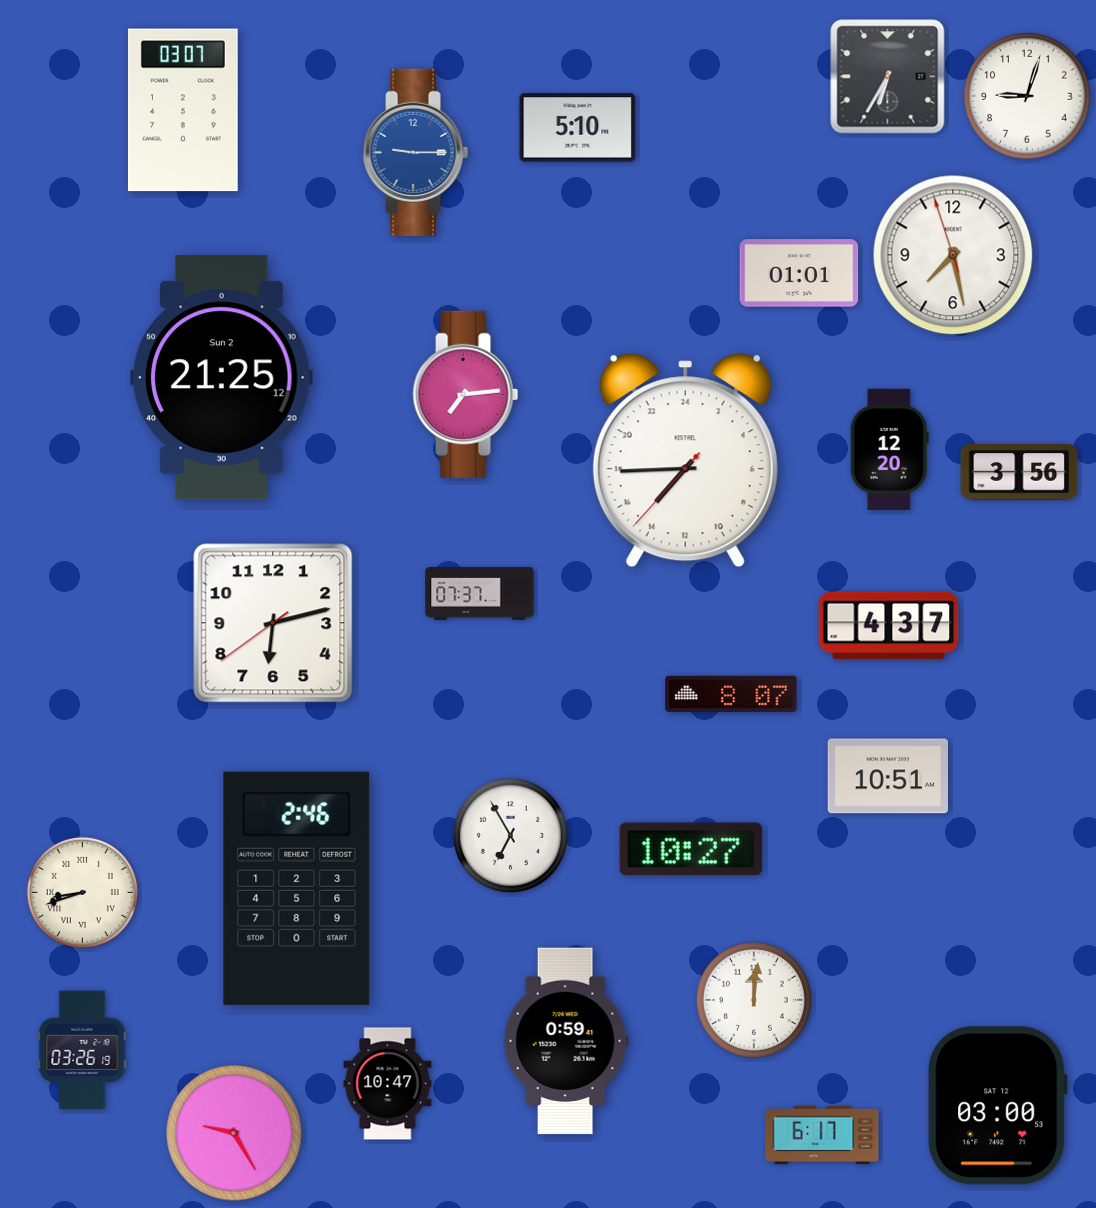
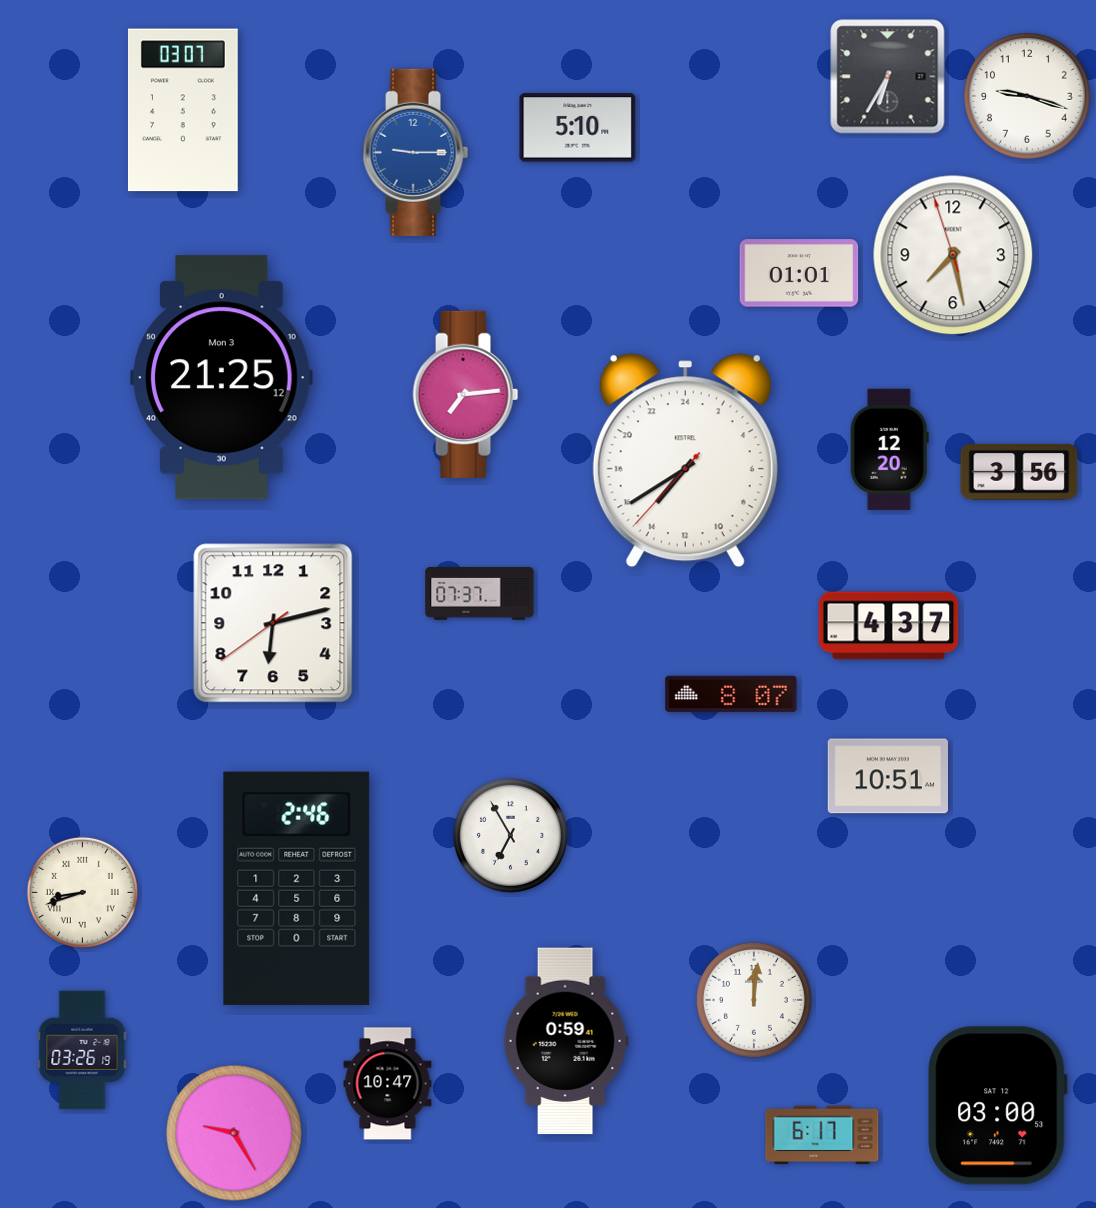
clock at (1027, 96): 9:03 -> 9:18
clock at (222, 378) date: Sun 2 -> Mon 3
clock at (685, 461): 14:44 -> 14:39
clock at (691, 849): 10:27 -> none
